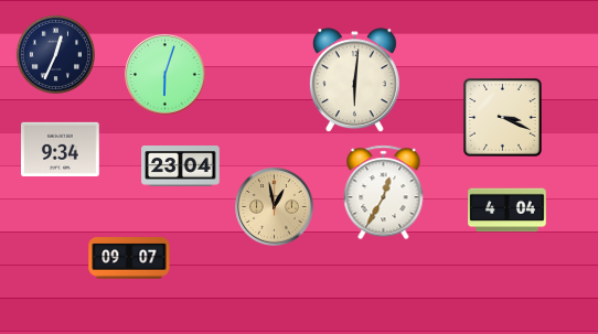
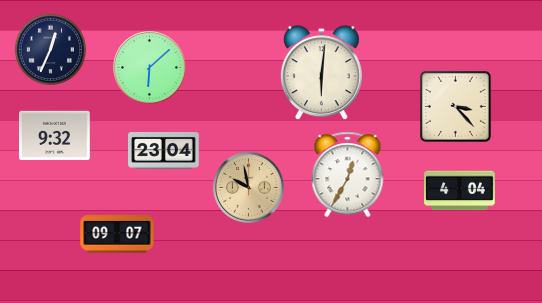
clock at (165, 75): 6:03 -> 6:08
clock at (502, 117): 3:19 -> 3:23
clock at (61, 149): 9:34 -> 9:32
clock at (275, 207): 12:58 -> 9:58
